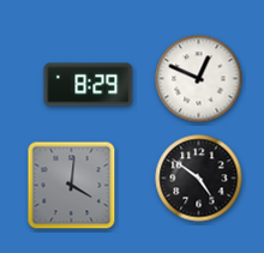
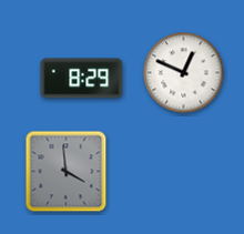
clock at (199, 179): 4:51 -> none
clock at (72, 186): 4:01 -> 3:59
